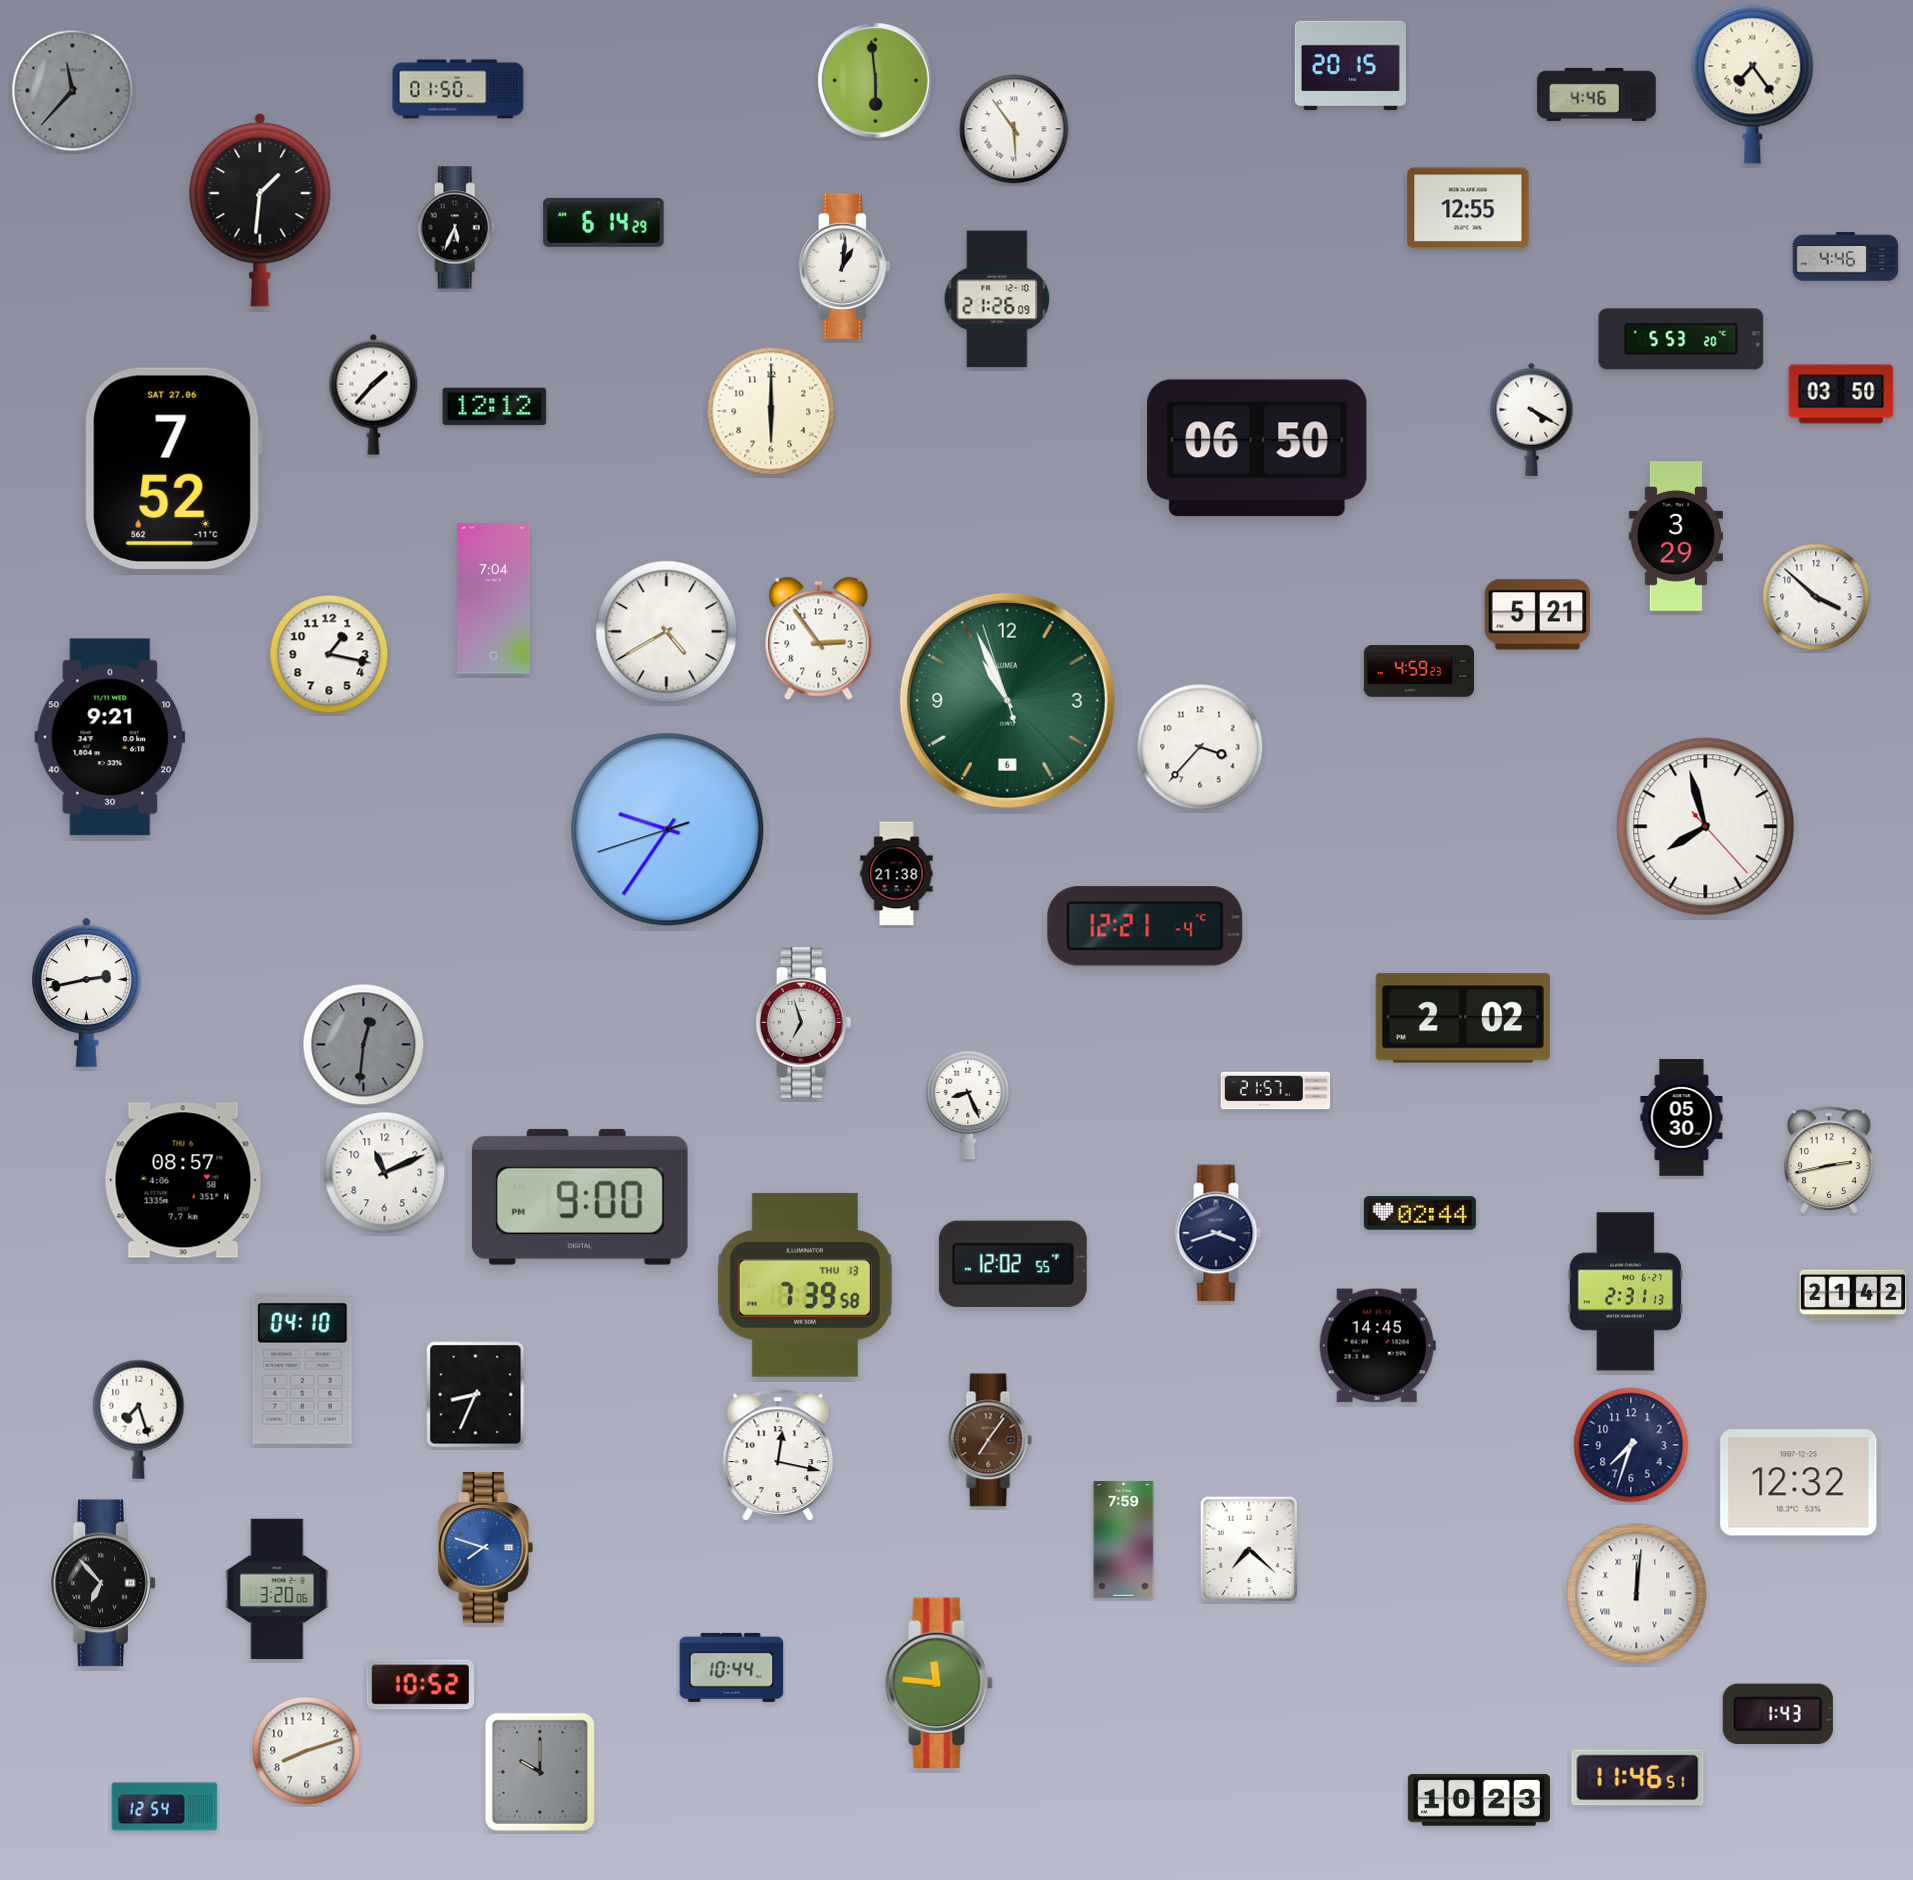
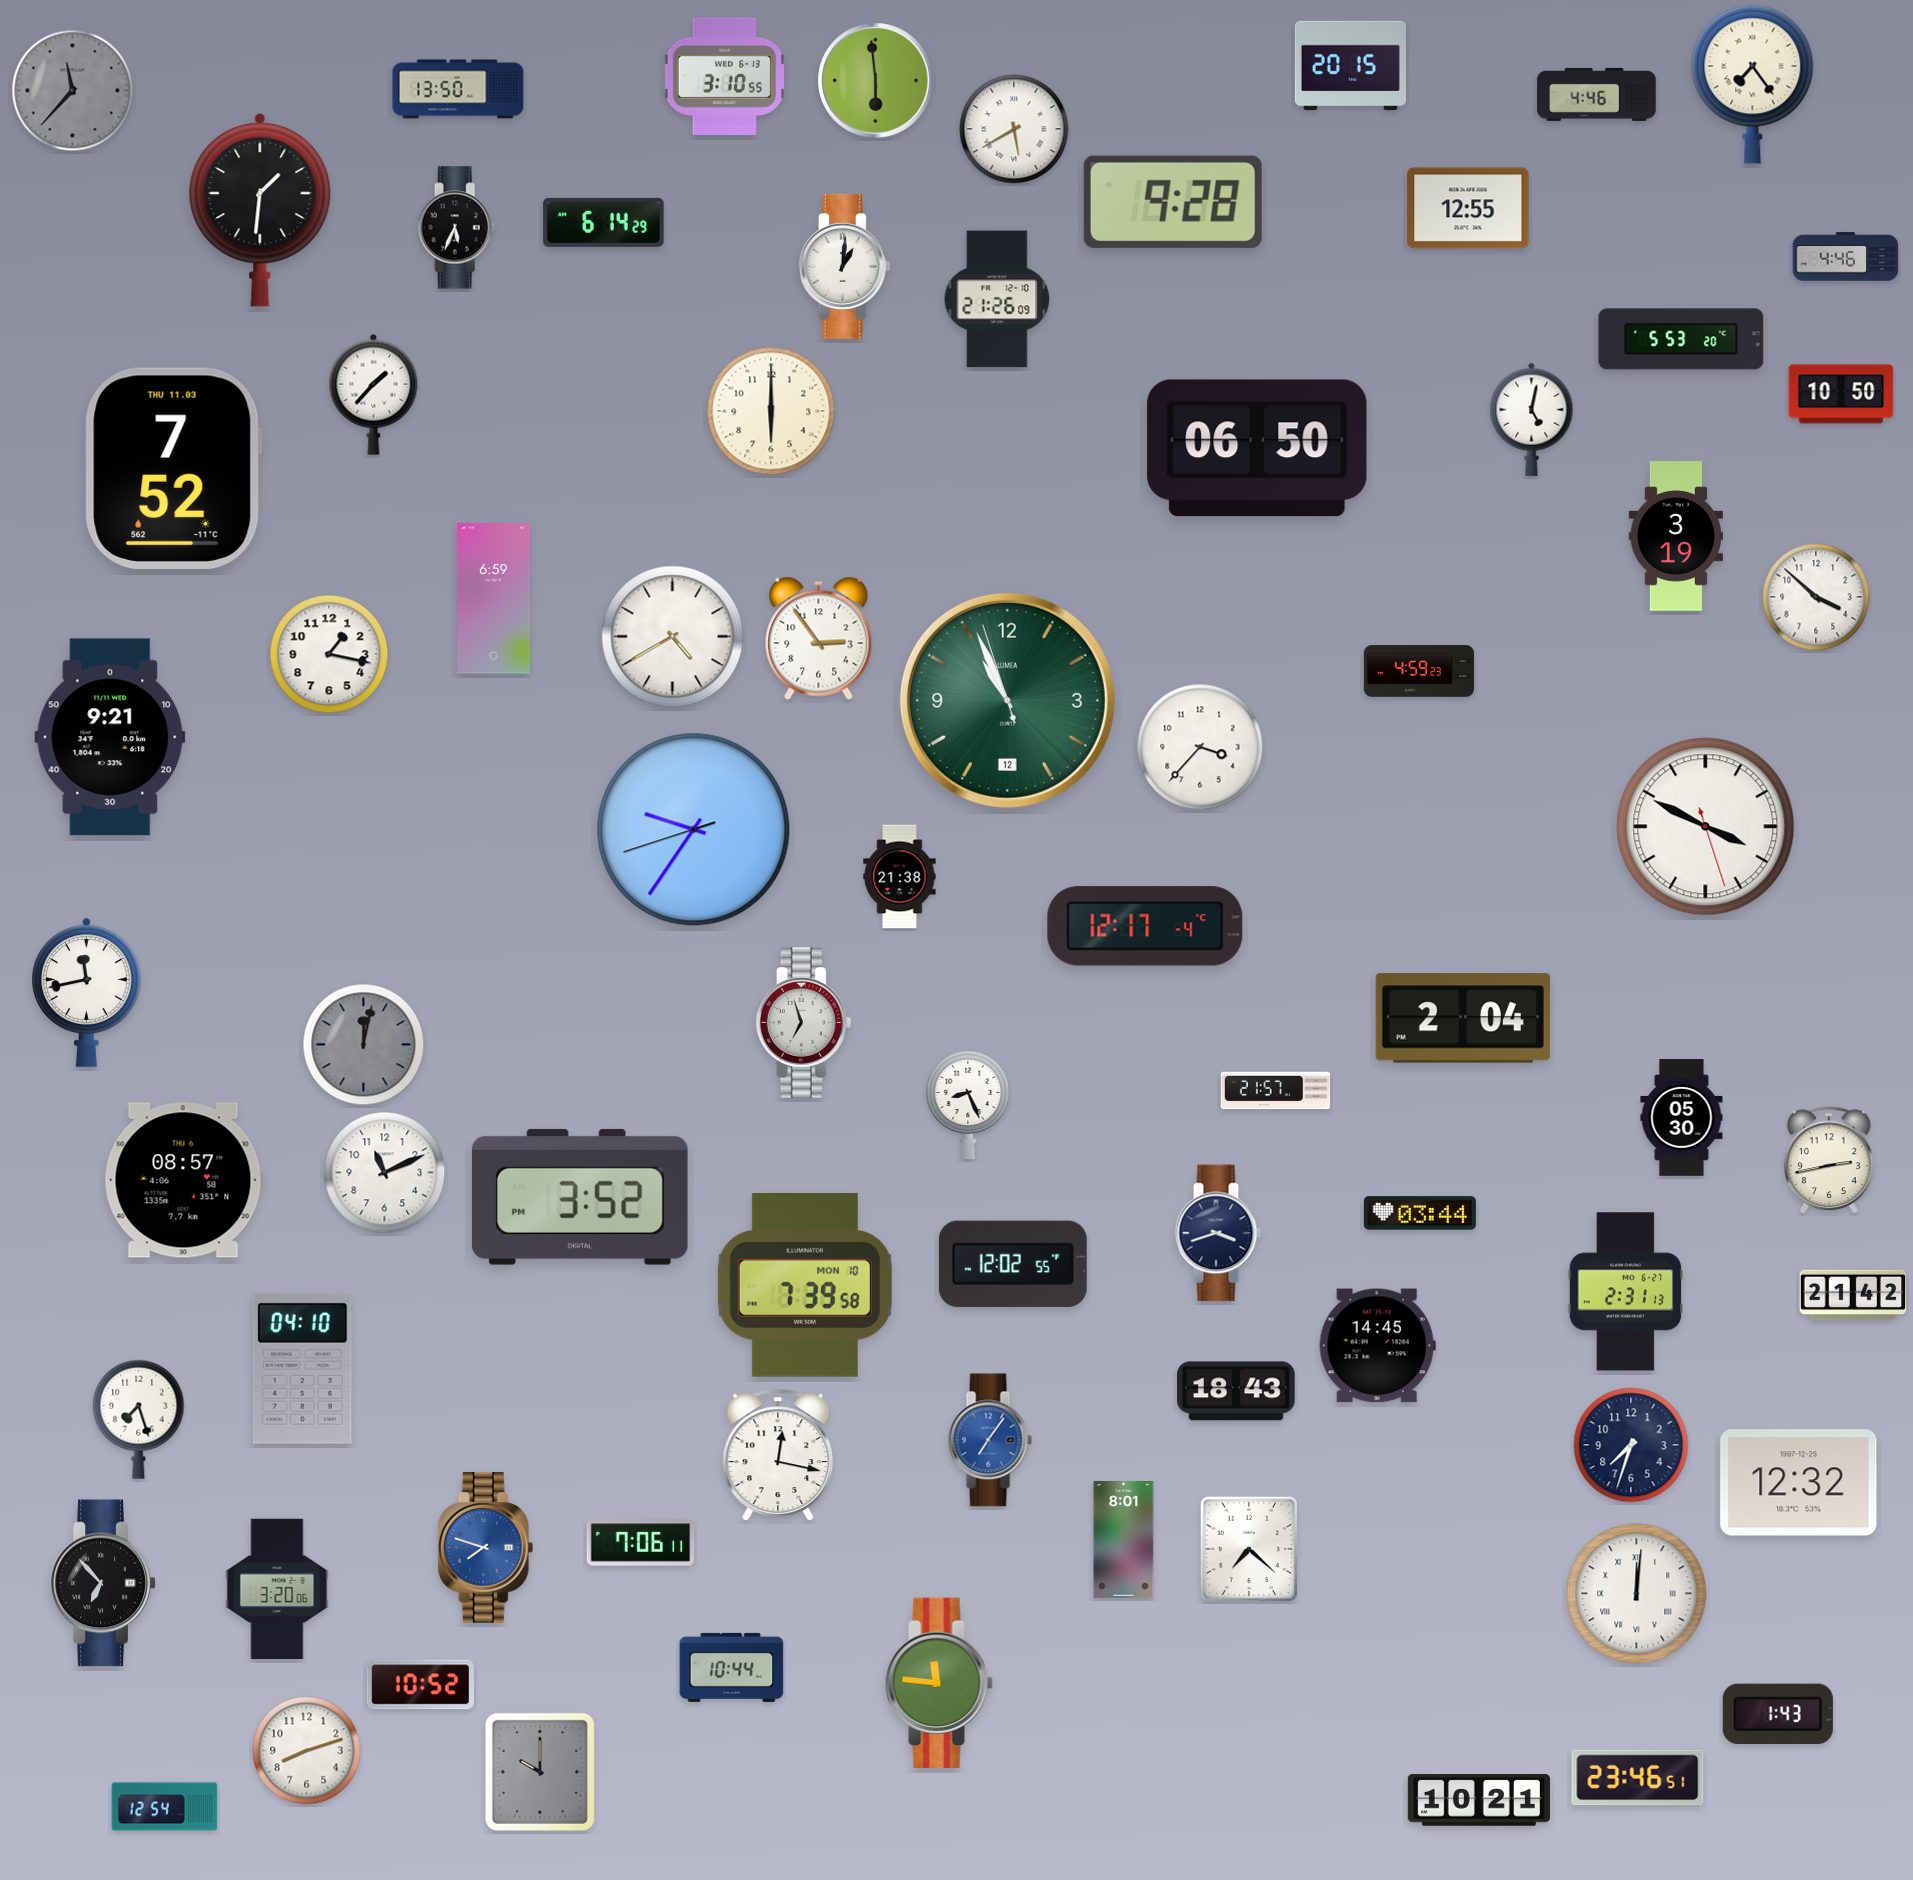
clock at (724, 76): none -> 3:10
clock at (458, 89): 01:50 -> 13:50
clock at (1014, 129): 5:54 -> 5:40
clock at (1173, 202): none -> 9:28
clock at (1841, 394): 03:50 -> 10:50
clock at (495, 407): 12:12 -> none
clock at (1532, 419): 4:20 -> 5:02
clock at (173, 468) date: SAT 27.06 -> THU 11.03
clock at (1676, 536): 3:29 -> 3:19
clock at (494, 599): 7:04 -> 6:59
clock at (1538, 615): 5:21 -> none
clock at (667, 632) position: (667, 632) -> (673, 637)
clock at (1007, 700) date: 6 -> 12
clock at (1706, 827): 7:57 -> 3:49
clock at (668, 830) position: (668, 830) -> (694, 830)
clock at (897, 874) position: (897, 874) -> (900, 877)
clock at (1145, 926): 12:21 -> 12:17
clock at (87, 992): 2:43 -> 11:43
clock at (1463, 1018): 2:02 -> 2:04
clock at (364, 1045): 12:31 -> 12:02
clock at (580, 1197): 9:00 -> 3:52
clock at (1420, 1213): 02:44 -> 03:44
clock at (805, 1286) date: THU 13 -> MON 10
clock at (1237, 1391): none -> 18:43
clock at (476, 1395): 8:34 -> none
clock at (990, 1440) dial: brown -> blue
clock at (1124, 1540): 7:59 -> 8:01
clock at (641, 1543): none -> 7:06
clock at (1638, 1778): 11:46 -> 23:46
clock at (1479, 1800): 10:23 -> 10:21
